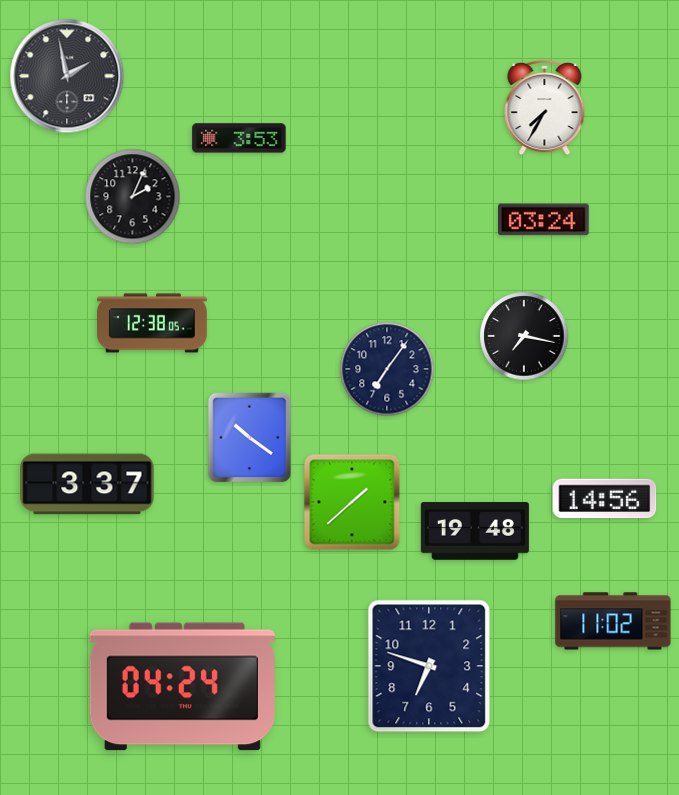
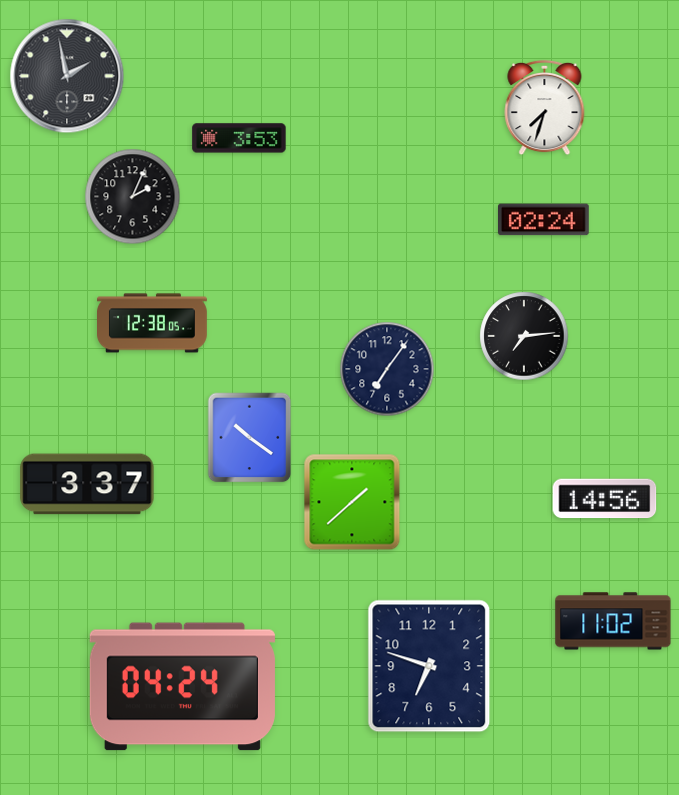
clock at (545, 108): 7:35 -> 7:33
clock at (544, 220): 03:24 -> 02:24
clock at (524, 336): 7:17 -> 7:14
clock at (475, 531): 19:48 -> none
